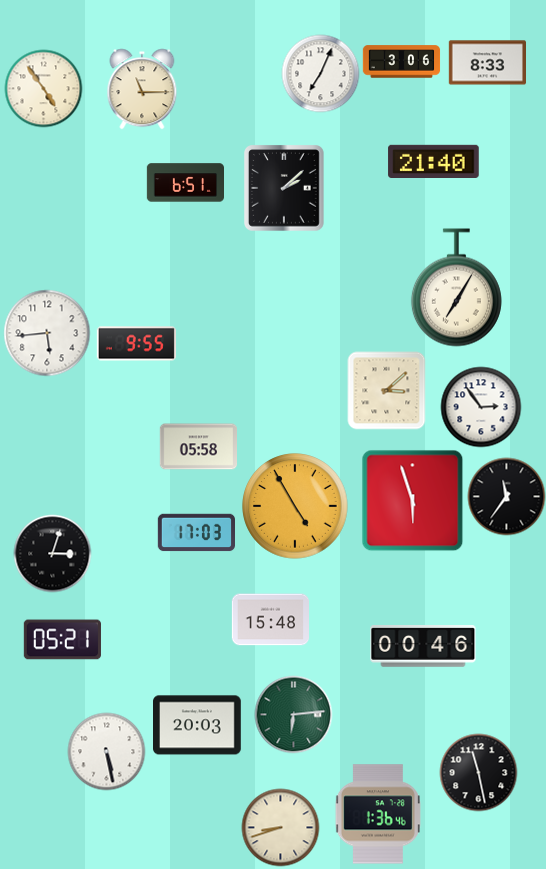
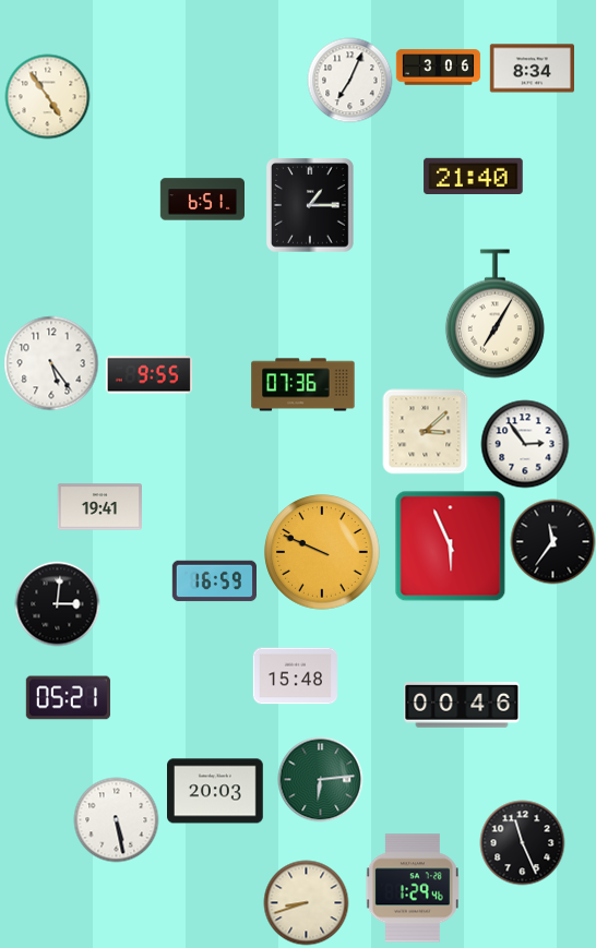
clock at (487, 63): 8:33 -> 8:34
clock at (142, 89): 11:15 -> none
clock at (285, 188): 2:08 -> 1:15
clock at (456, 288) position: (456, 288) -> (494, 314)
clock at (47, 333): 5:44 -> 5:24
clock at (303, 385): none -> 07:36
clock at (386, 390) position: (386, 390) -> (425, 431)
clock at (198, 447): 05:58 -> none
clock at (99, 507): none -> 19:41
clock at (412, 500): 5:57 -> 5:56
clock at (295, 506): 4:55 -> 9:49
clock at (196, 533): 17:03 -> 16:59
clock at (52, 553): 3:03 -> 3:01
clock at (478, 772): 11:28 -> 11:26
clock at (378, 814): 1:36 -> 1:29
